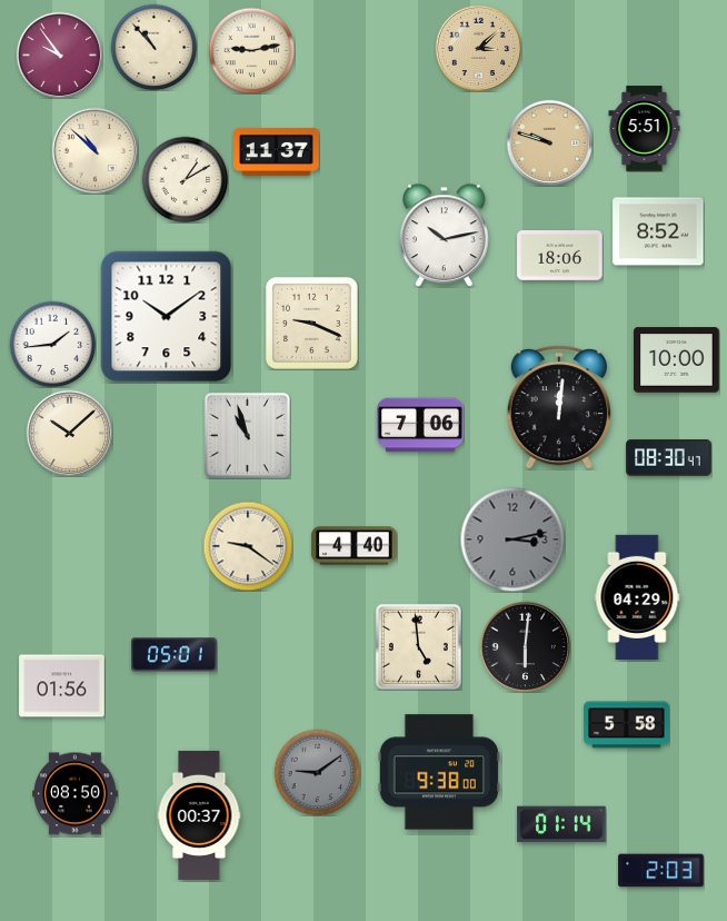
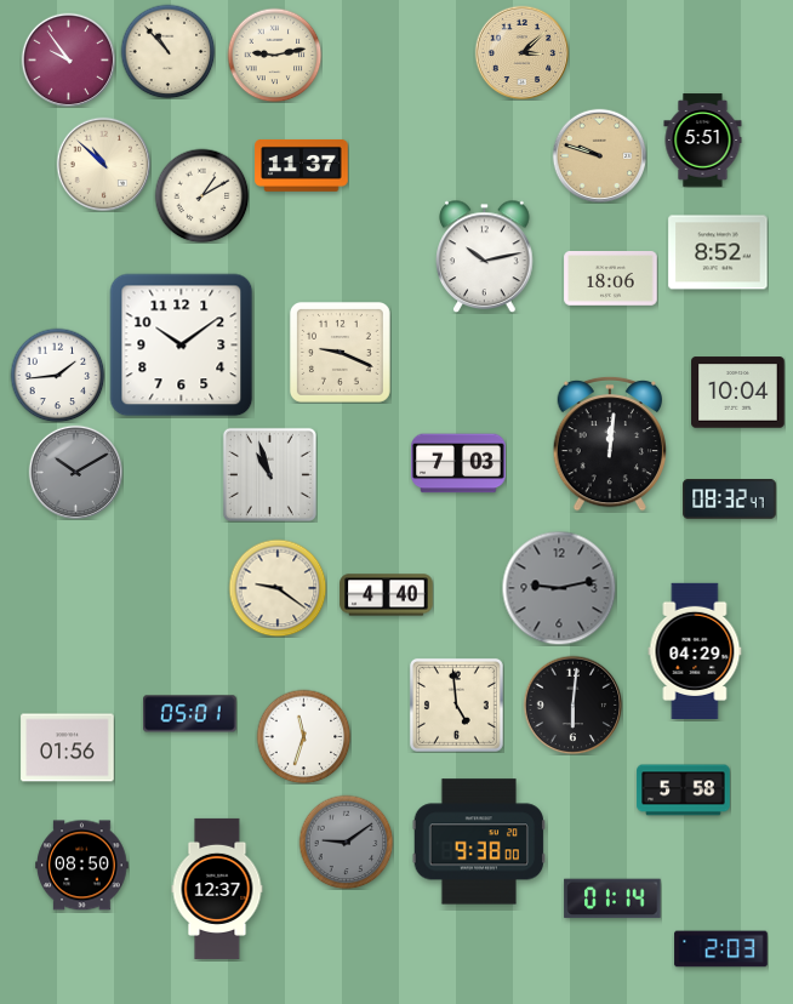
clock at (59, 55) position: (59, 55) -> (68, 59)
clock at (677, 360): 10:00 -> 10:04
clock at (420, 425): 7:06 -> 7:03
clock at (69, 433): 10:08 -> 10:10
clock at (69, 433) dial: cream -> grey
clock at (669, 458): 08:30 -> 08:32
clock at (512, 539): 3:13 -> 9:13
clock at (248, 546) position: (248, 546) -> (278, 588)
clock at (303, 736): none -> 11:33
clock at (199, 815): 00:37 -> 12:37
